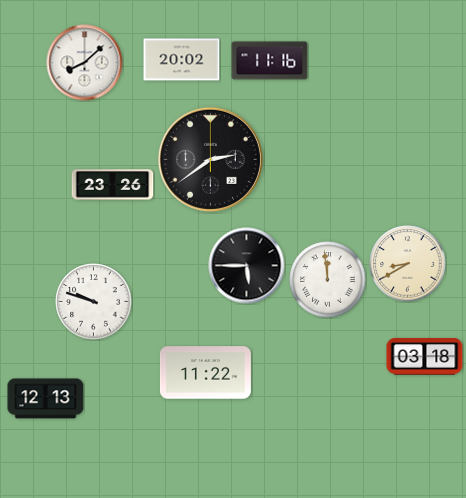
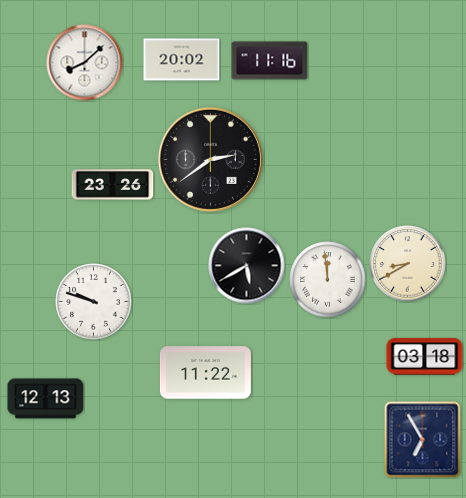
clock at (247, 266): 5:45 -> 5:40
clock at (423, 440): none -> 6:55
